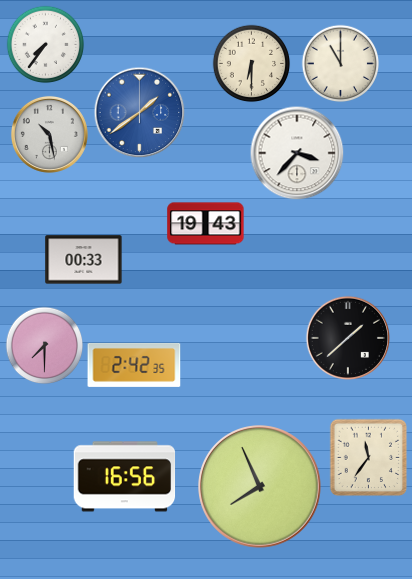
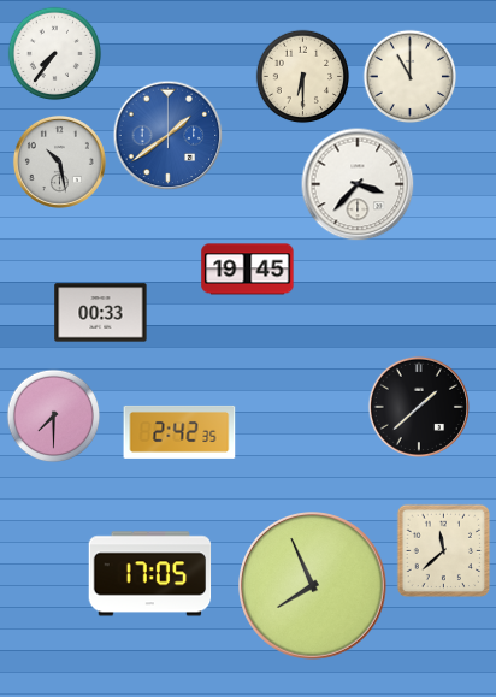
clock at (206, 224): 19:43 -> 19:45
clock at (134, 365) position: (134, 365) -> (179, 432)
clock at (368, 457): 11:36 -> 11:38
clock at (125, 477): 16:56 -> 17:05
